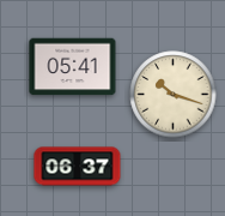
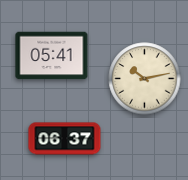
clock at (73, 67) position: (73, 67) -> (52, 56)
clock at (174, 95): 10:18 -> 10:13
